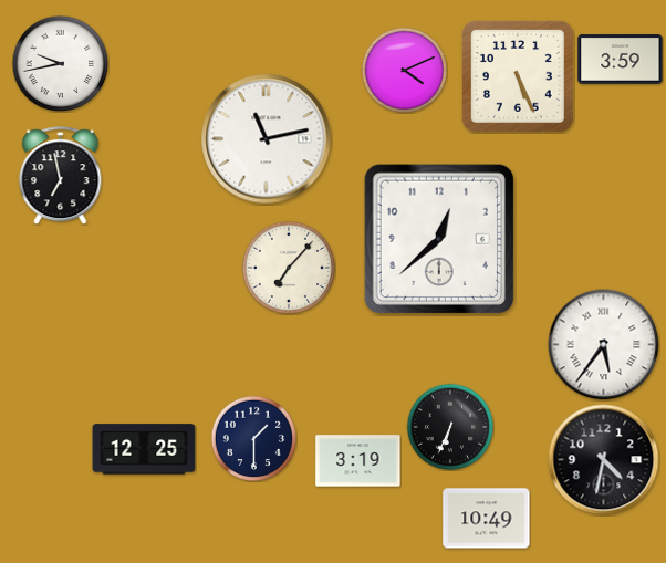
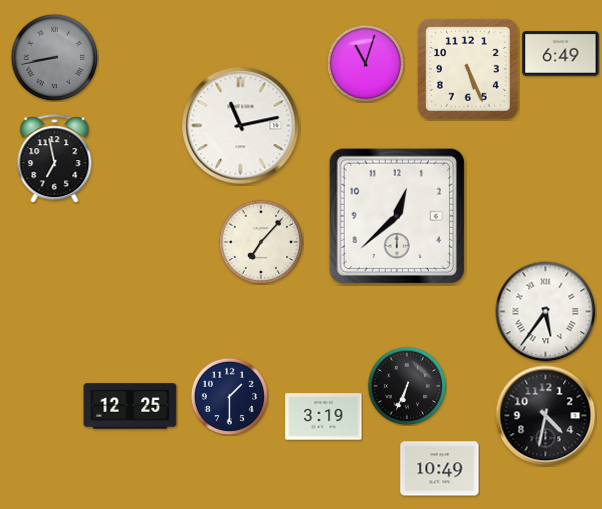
clock at (621, 60): 3:59 -> 6:49
clock at (60, 63): 9:43 -> 8:43
clock at (60, 63) dial: white -> grey
clock at (404, 70): 4:11 -> 11:03
